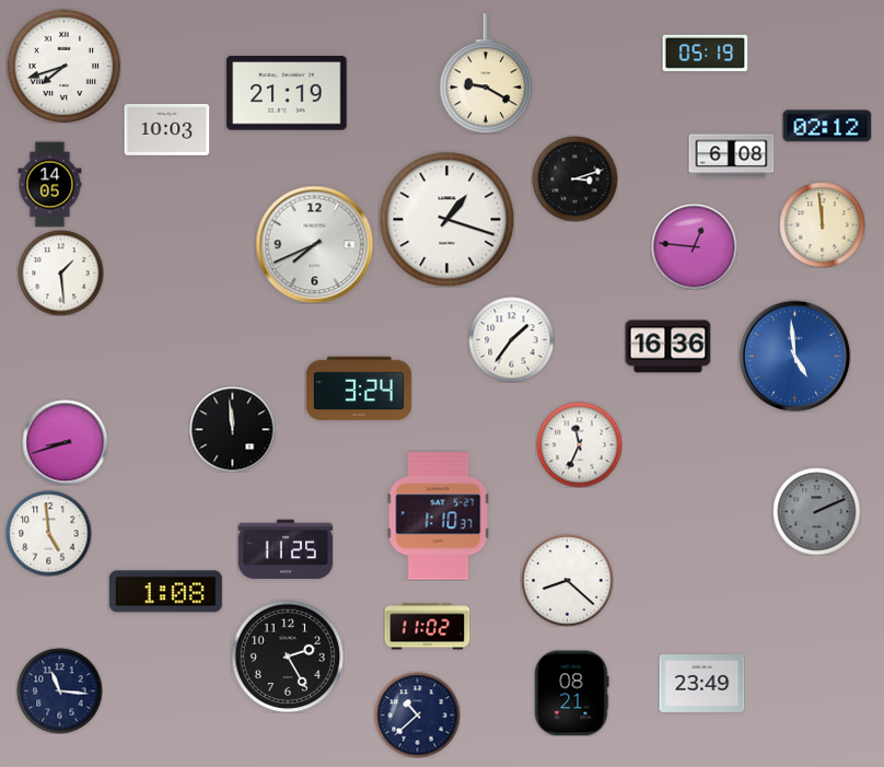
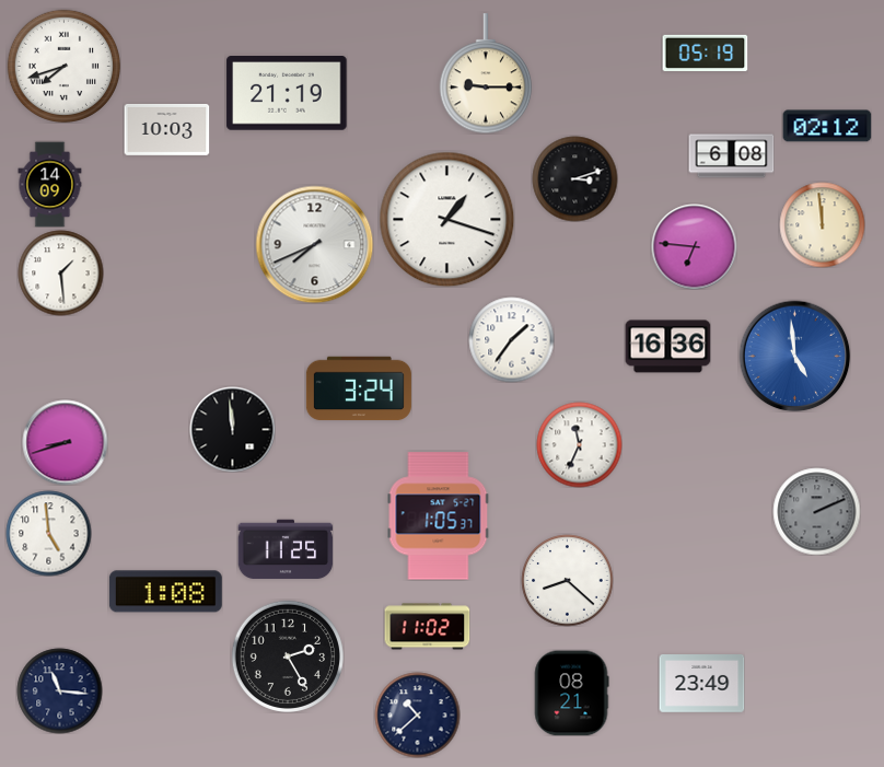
clock at (486, 73): 9:20 -> 9:15
clock at (50, 184): 14:05 -> 14:09
clock at (694, 246): 12:46 -> 6:46
clock at (439, 516): 1:10 -> 1:05
